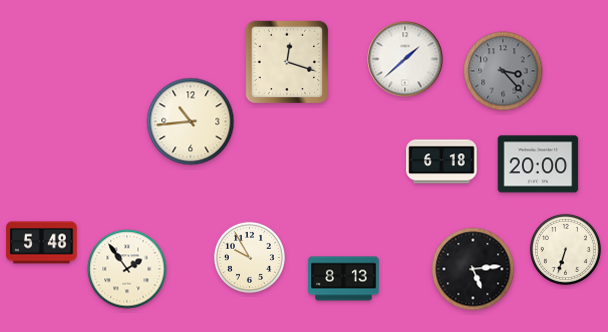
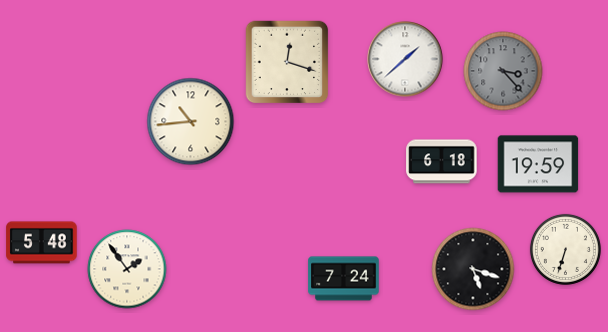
clock at (538, 164): 20:00 -> 19:59
clock at (249, 257): 9:55 -> none
clock at (473, 269): 5:14 -> 5:18
clock at (344, 279): 8:13 -> 7:24
